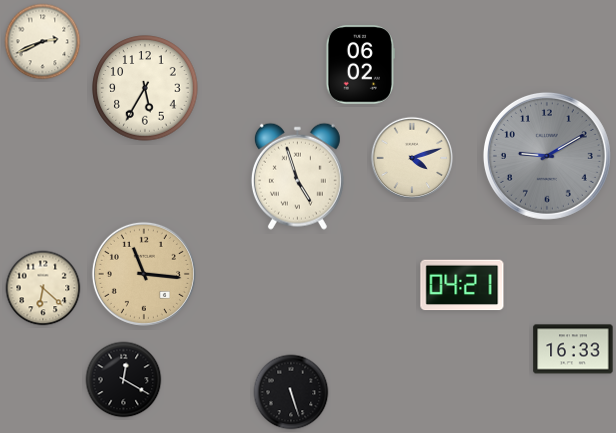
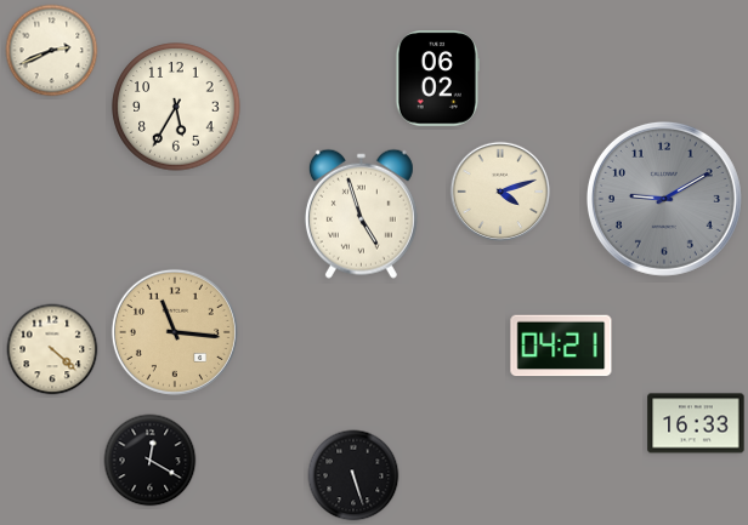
clock at (547, 156) position: (547, 156) -> (664, 199)
clock at (43, 288): 6:22 -> 4:22
